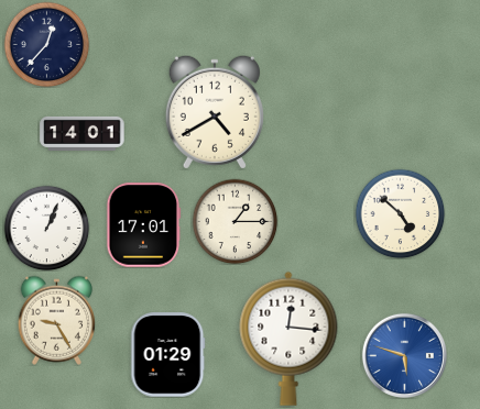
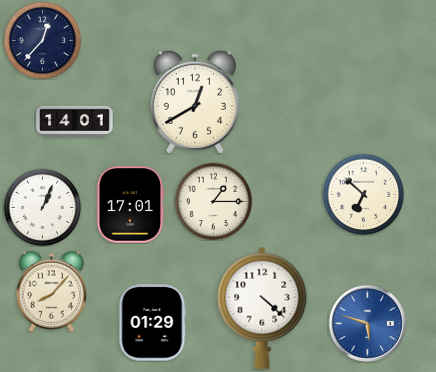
clock at (215, 112): 4:40 -> 12:40
clock at (400, 213): 4:52 -> 6:52
clock at (56, 320): 9:25 -> 8:07
clock at (288, 339): 12:16 -> 4:22
